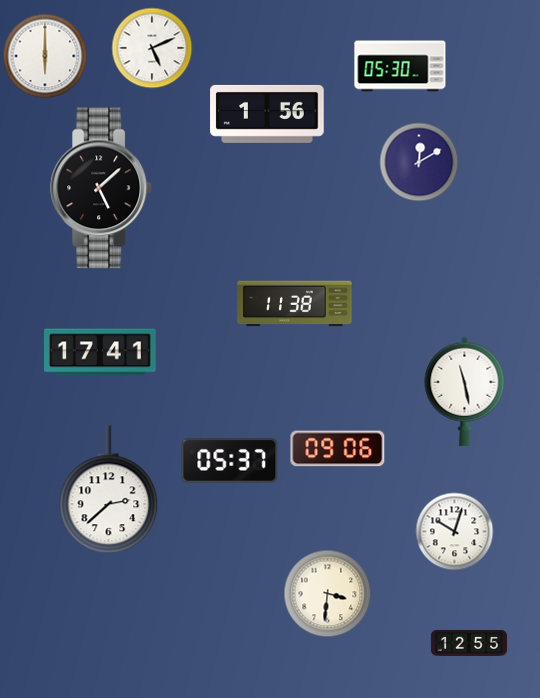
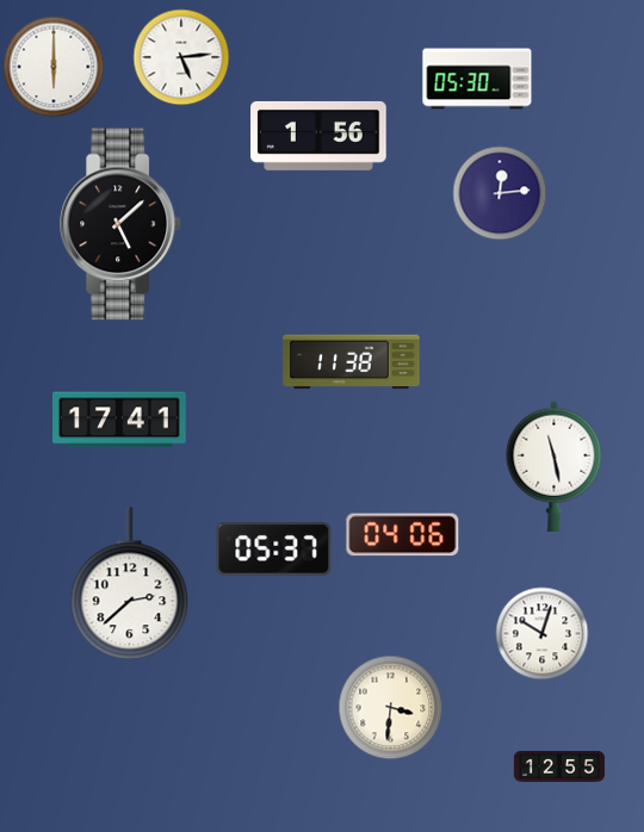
clock at (152, 48): 5:11 -> 5:14
clock at (419, 162): 12:10 -> 12:14
clock at (338, 449): 09:06 -> 04:06
